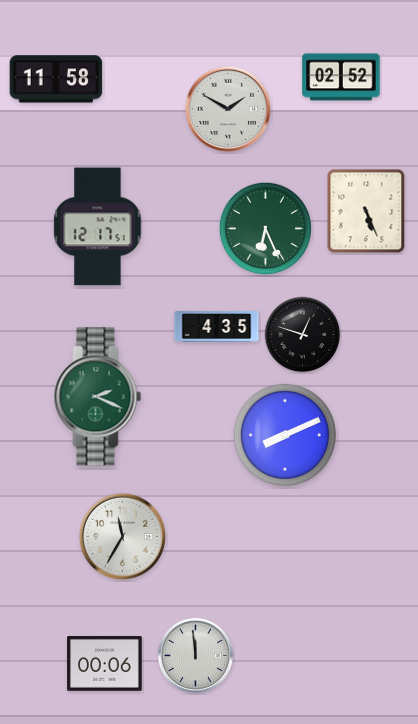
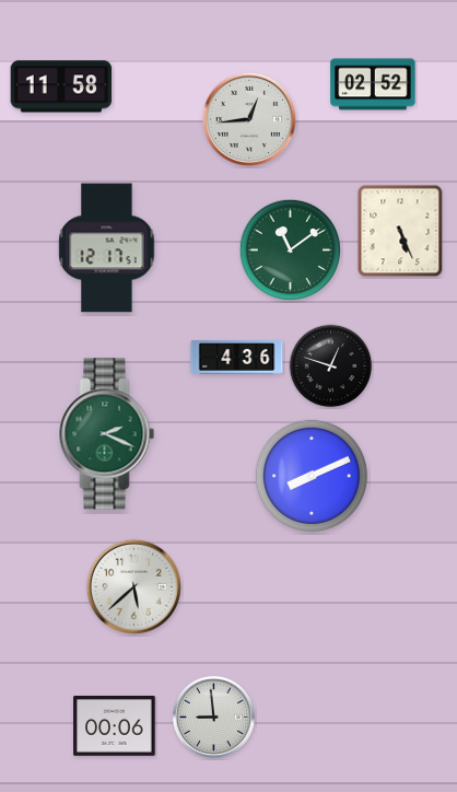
clock at (227, 108): 1:50 -> 12:44
clock at (265, 228): 6:26 -> 11:09
clock at (217, 327): 4:35 -> 4:36
clock at (122, 536): 11:35 -> 5:38
clock at (195, 655): 11:59 -> 8:59
